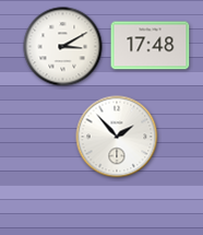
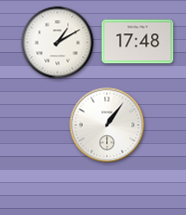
clock at (63, 47): 3:10 -> 1:10
clock at (117, 137): 1:53 -> 1:06
